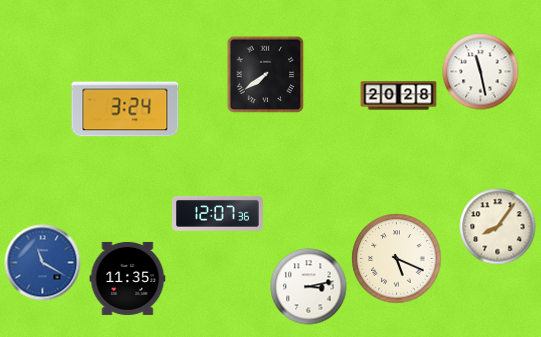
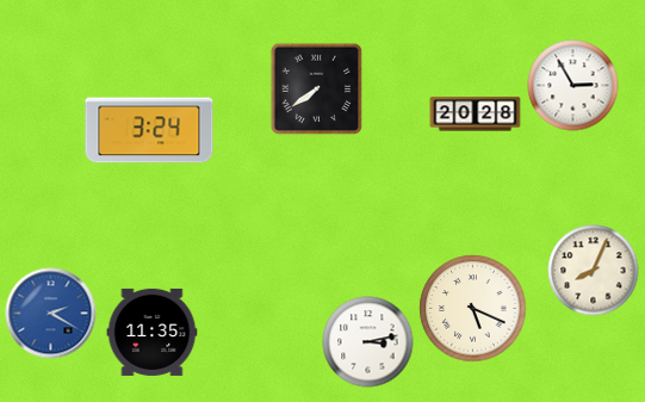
clock at (481, 72): 11:28 -> 2:55
clock at (218, 214): 12:07 -> none
clock at (498, 227): 8:06 -> 8:04
clock at (43, 263): 11:20 -> 2:20
